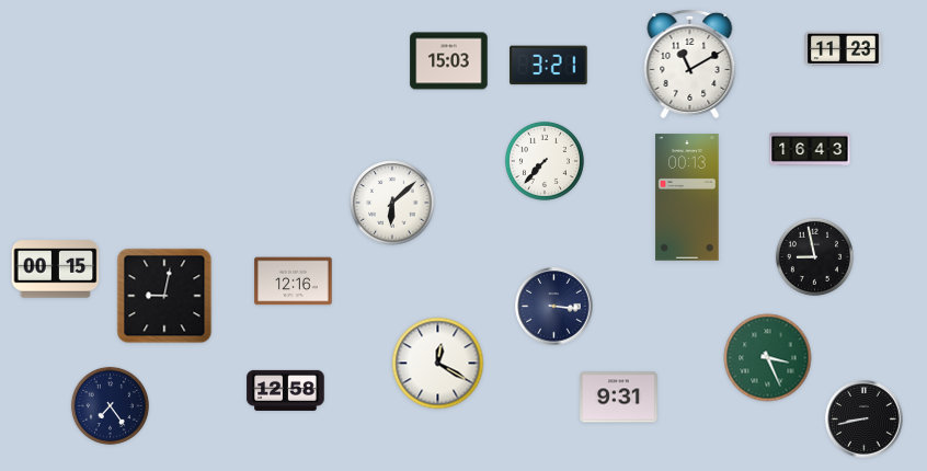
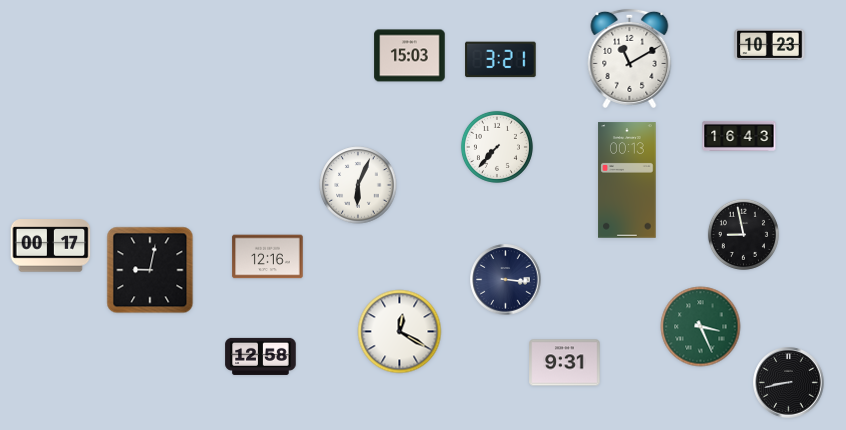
clock at (844, 48): 11:23 -> 10:23
clock at (392, 203): 6:08 -> 6:04
clock at (56, 269): 00:15 -> 00:17
clock at (110, 405): 7:24 -> none
